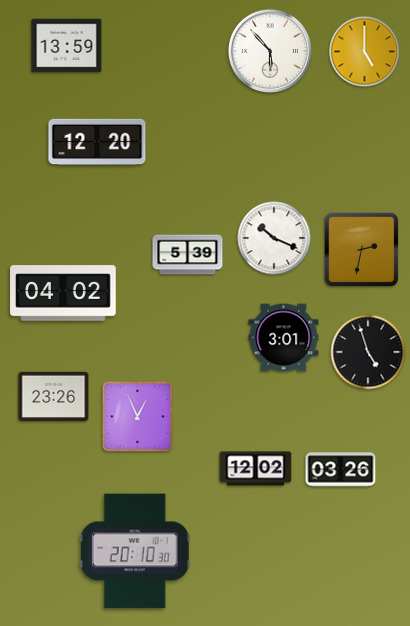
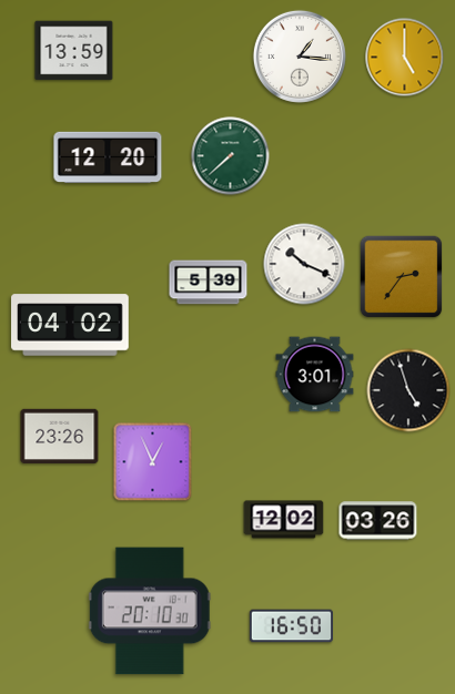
clock at (270, 51): 5:53 -> 1:16
clock at (231, 156): none -> 7:38
clock at (362, 250): 2:32 -> 2:36
clock at (54, 396) position: (54, 396) -> (60, 436)
clock at (291, 626): none -> 16:50
